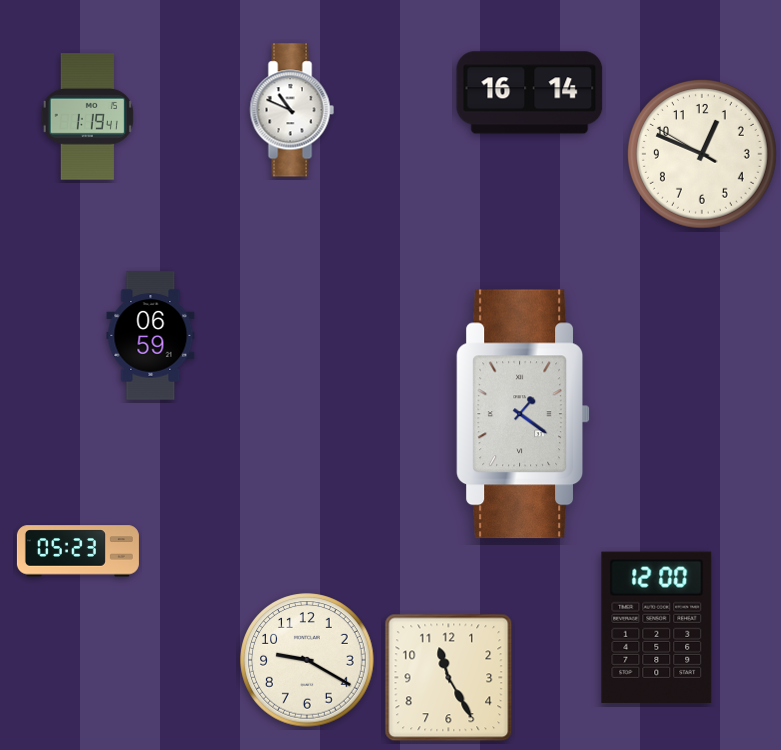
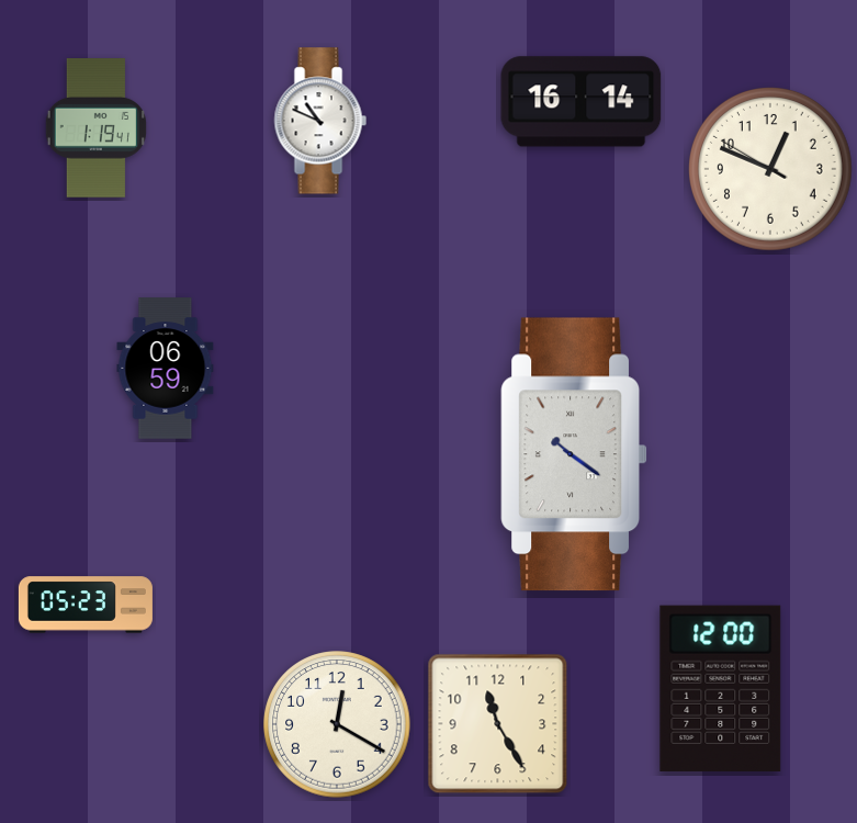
clock at (523, 414): 1:21 -> 10:21
clock at (307, 660): 9:20 -> 12:20
clock at (449, 678) position: (449, 678) -> (498, 724)
